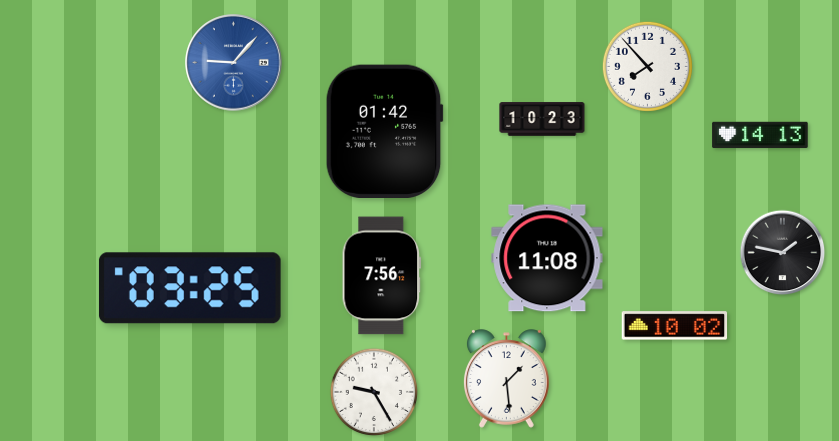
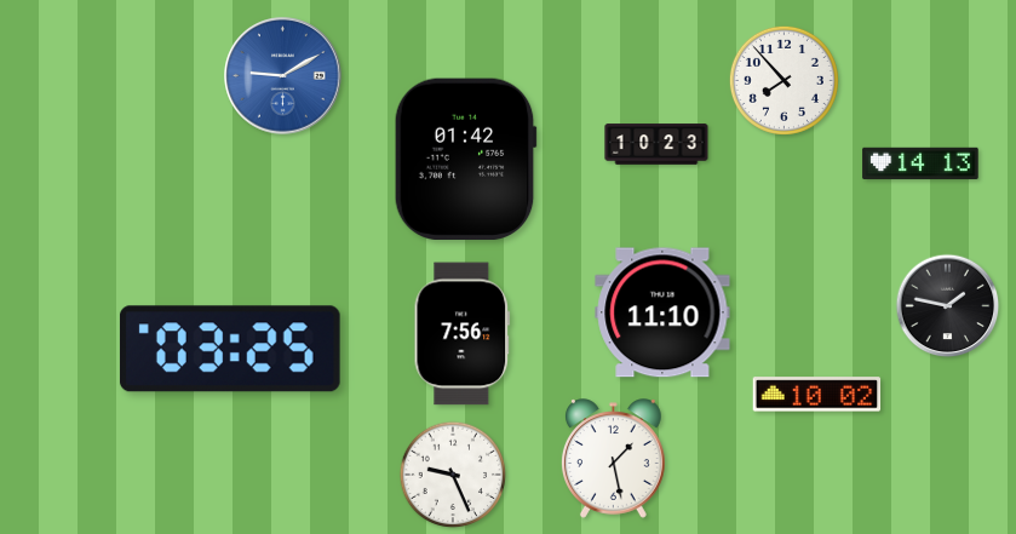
clock at (234, 63): 9:07 -> 9:10
clock at (547, 258): 11:08 -> 11:10
clock at (507, 379): 1:29 -> 1:28
clock at (374, 392): 9:25 -> 9:26
